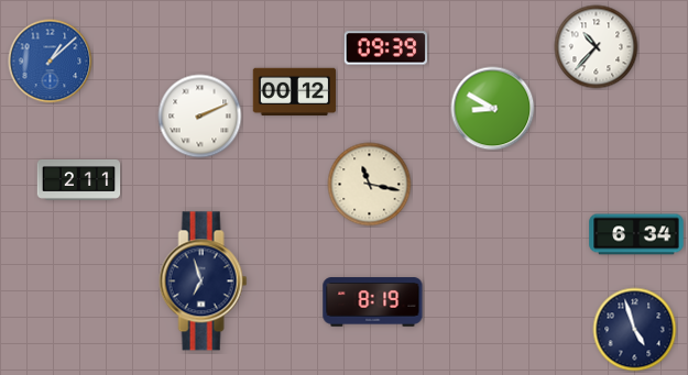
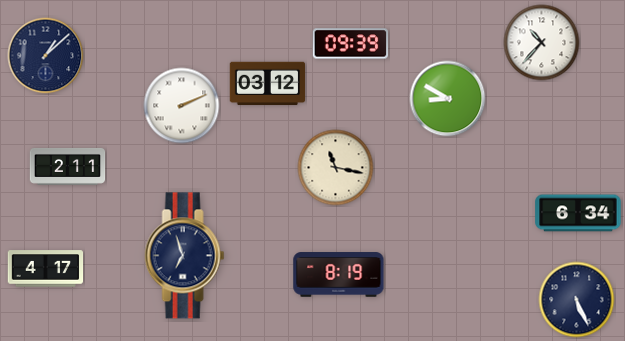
clock at (51, 62) dial: blue -> navy
clock at (295, 92): 00:12 -> 03:12
clock at (79, 179) position: (79, 179) -> (68, 166)
clock at (46, 269): none -> 4:17
clock at (635, 330): 4:57 -> 5:26
